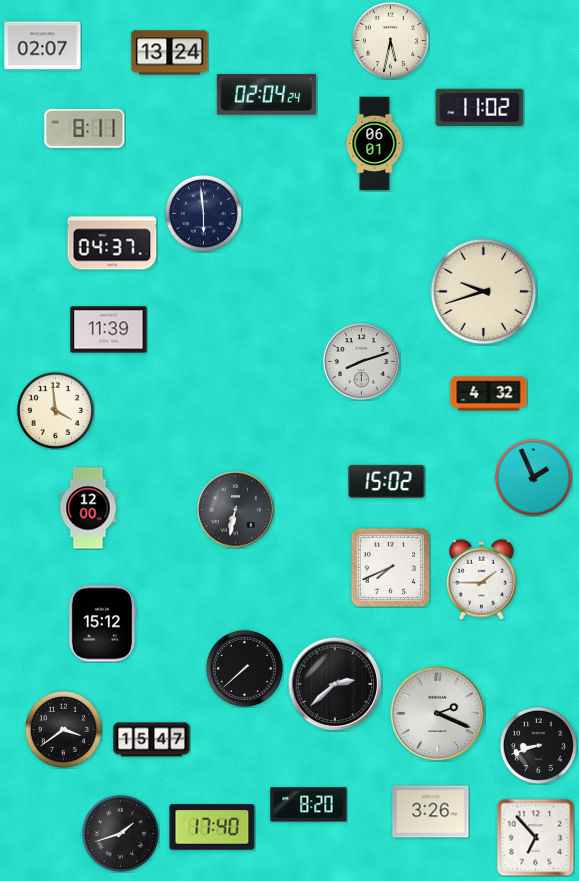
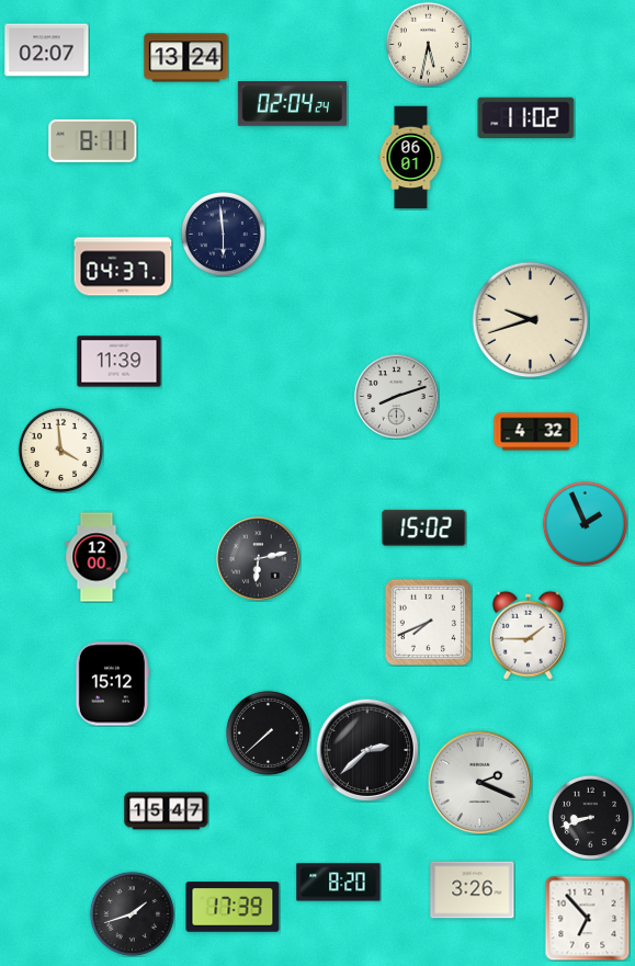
clock at (236, 510): 6:32 -> 6:13
clock at (63, 729): 3:39 -> none
clock at (212, 827): 17:40 -> 17:39
